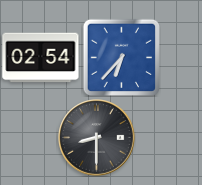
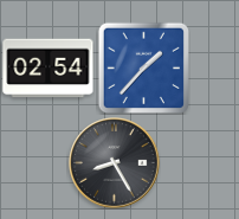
clock at (121, 57): 6:37 -> 1:37
clock at (97, 138): 8:30 -> 8:25
